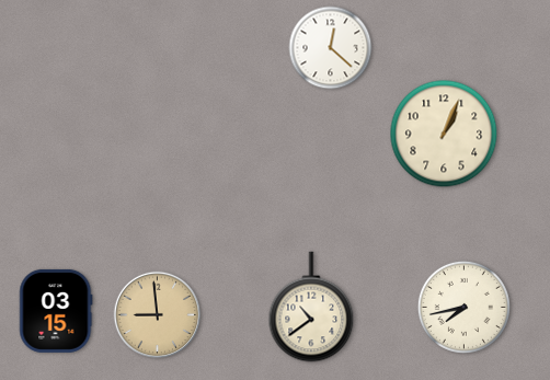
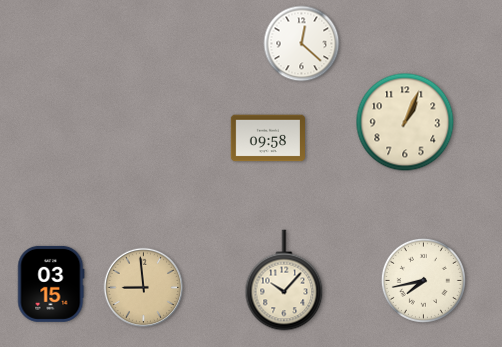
clock at (267, 138): none -> 09:58
clock at (311, 307): 10:39 -> 10:07
